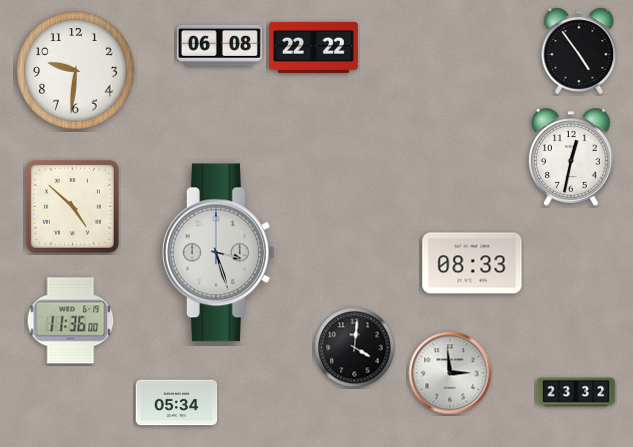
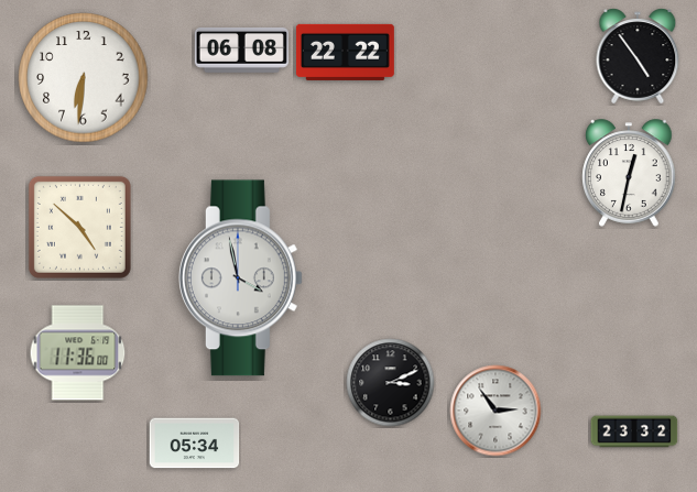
clock at (76, 71): 9:31 -> 6:31
clock at (218, 253): 3:27 -> 3:58
clock at (472, 263): 08:33 -> none
clock at (355, 348): 4:01 -> 3:11
clock at (450, 373): 2:59 -> 2:54
